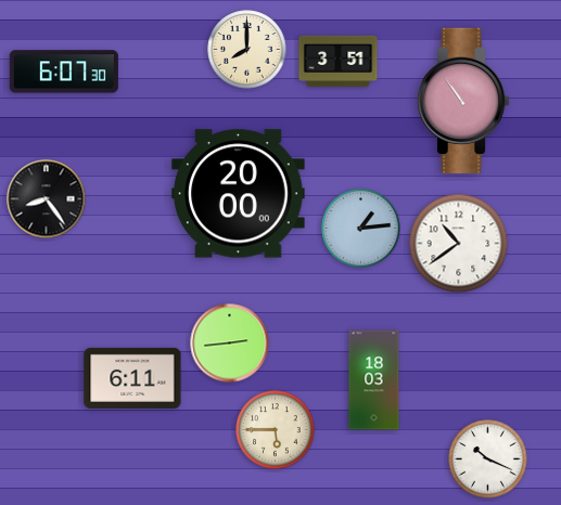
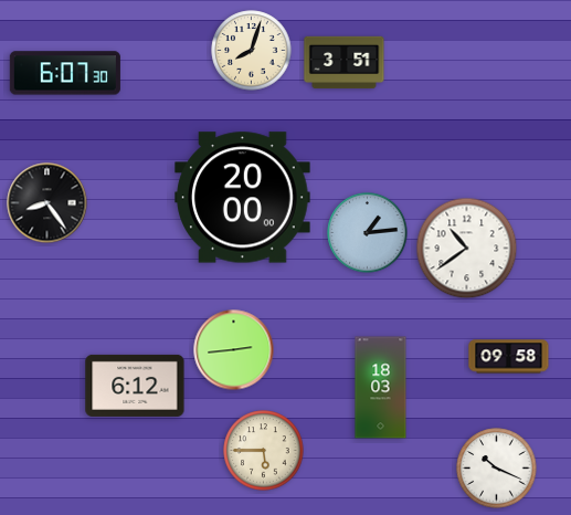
clock at (247, 50): 8:00 -> 8:03
clock at (463, 101): 10:54 -> none
clock at (509, 357): none -> 09:58
clock at (132, 378): 6:11 -> 6:12
clock at (276, 430) position: (276, 430) -> (264, 451)
